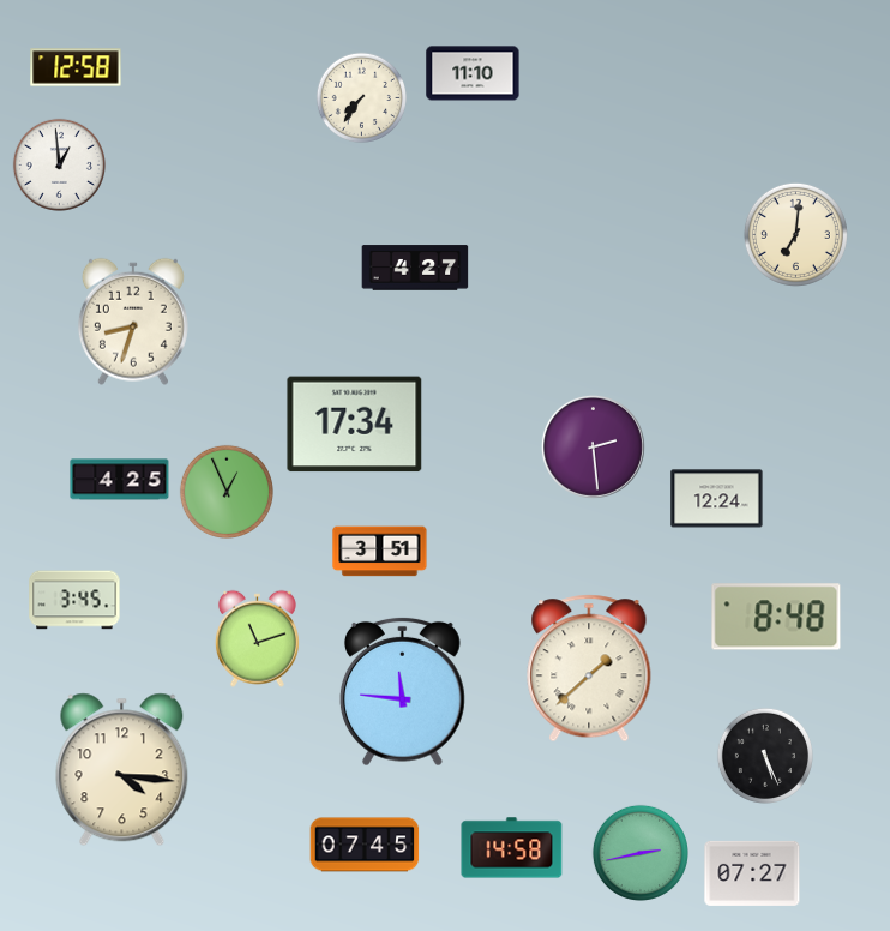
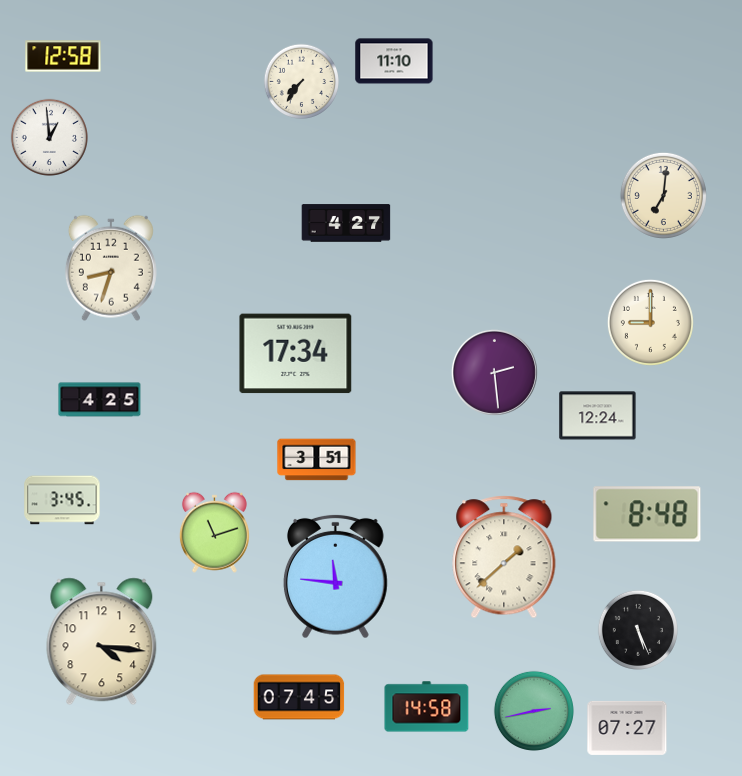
clock at (650, 322): none -> 9:00
clock at (227, 492): 12:56 -> none
clock at (589, 668) position: (589, 668) -> (504, 557)
clock at (365, 845) position: (365, 845) -> (299, 697)
